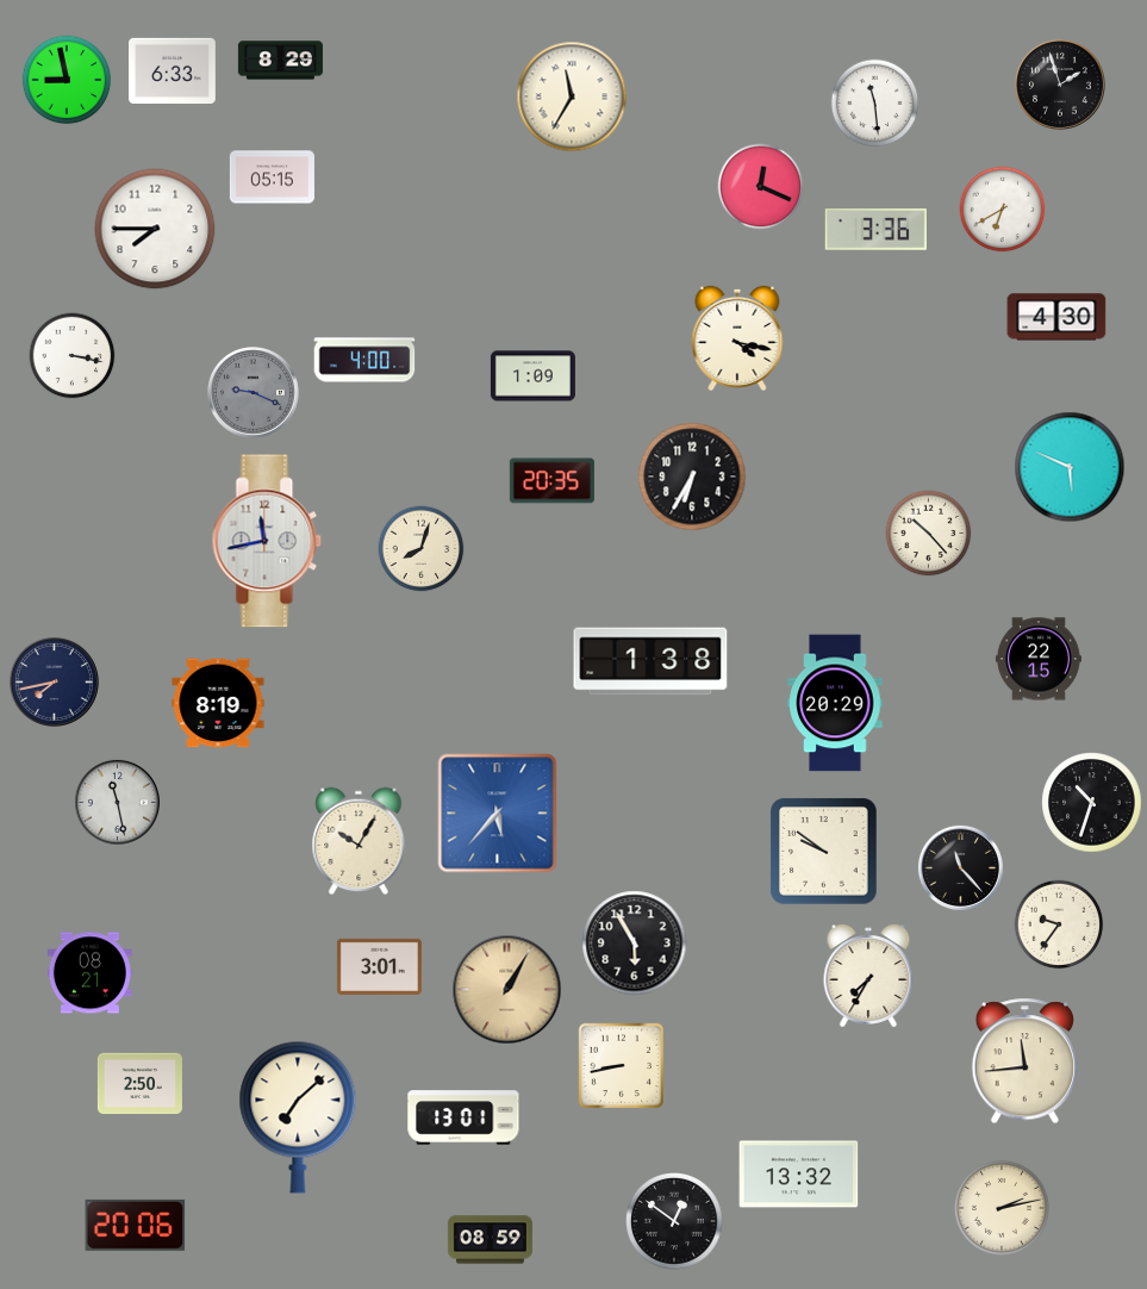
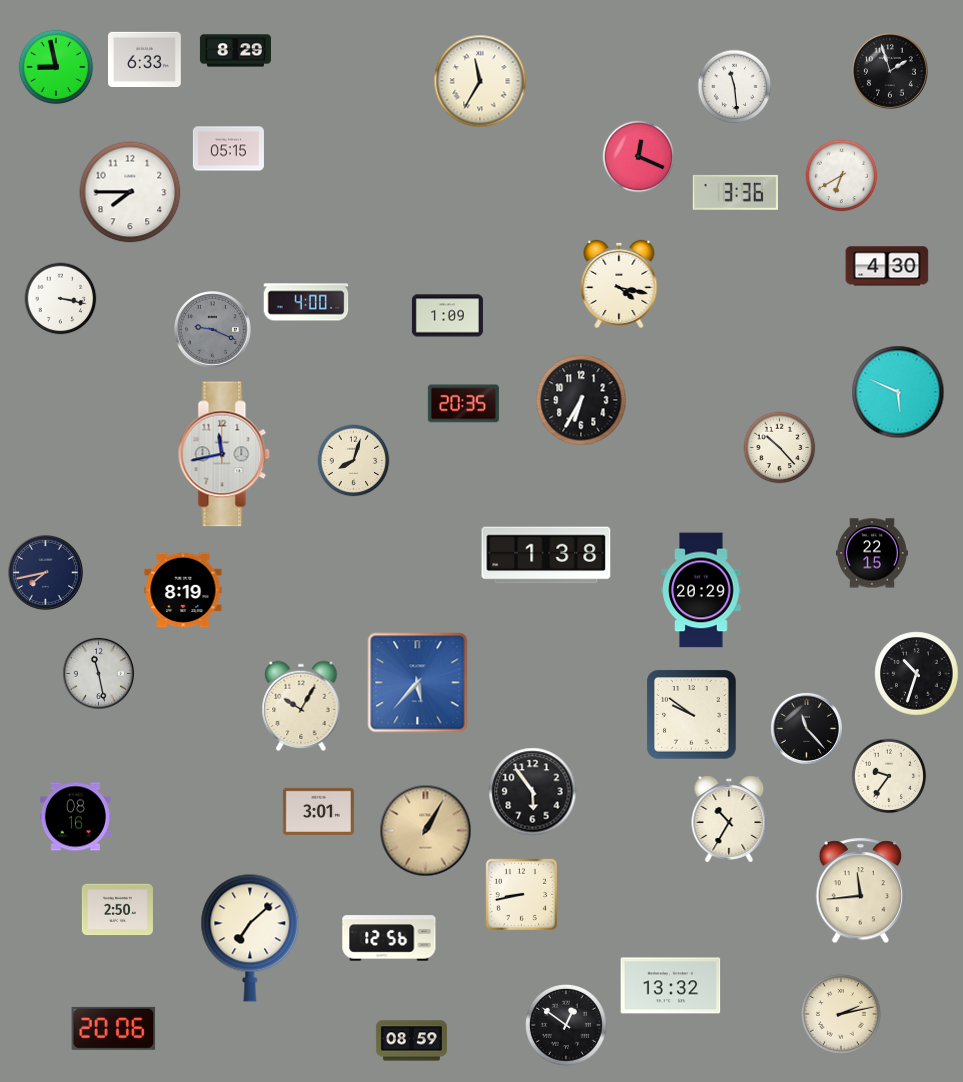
clock at (635, 944): 5:55 -> 5:54
clock at (89, 973): 08:21 -> 08:16
clock at (868, 976): 7:35 -> 10:35
clock at (463, 1117): 13:01 -> 12:56
